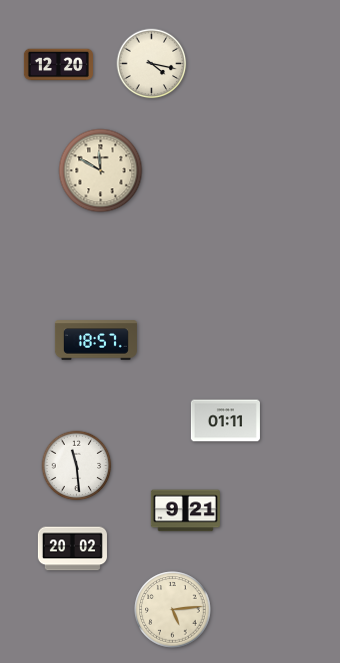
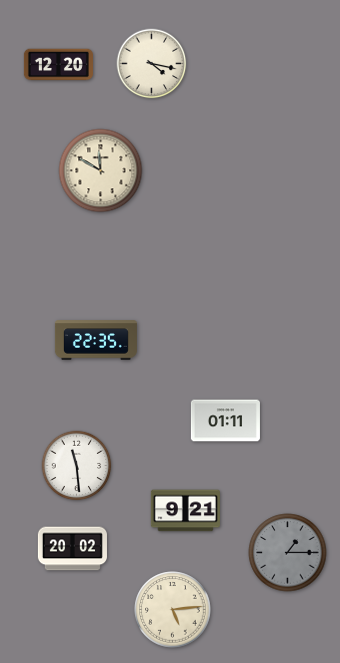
clock at (96, 340): 18:57 -> 22:35
clock at (288, 553): none -> 1:15
